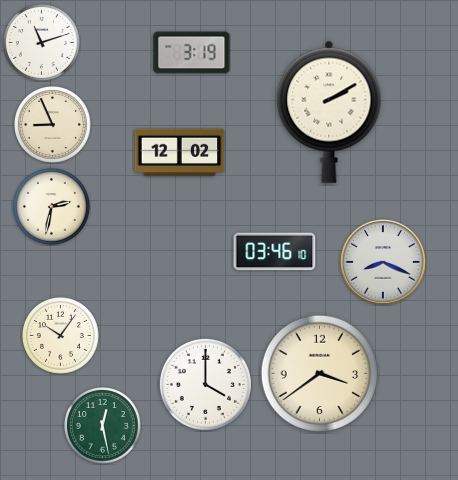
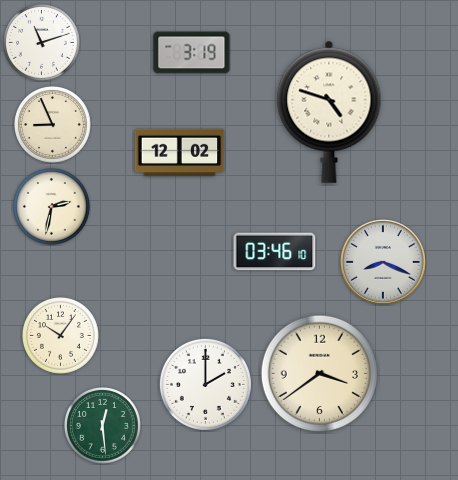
clock at (329, 112): 2:10 -> 4:48
clock at (205, 384): 4:00 -> 2:00
clock at (103, 426): 12:28 -> 12:29
